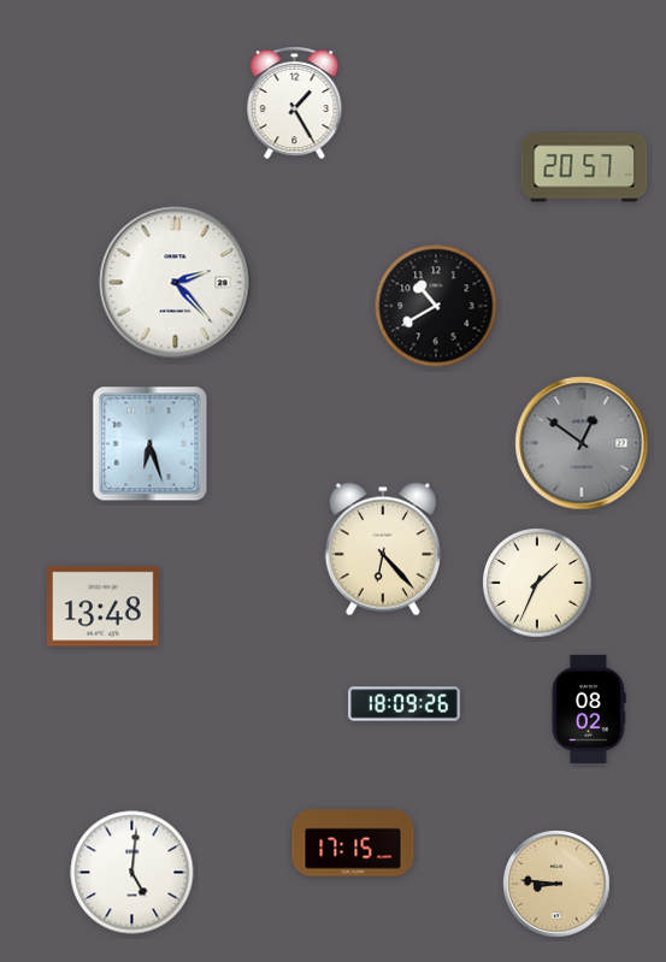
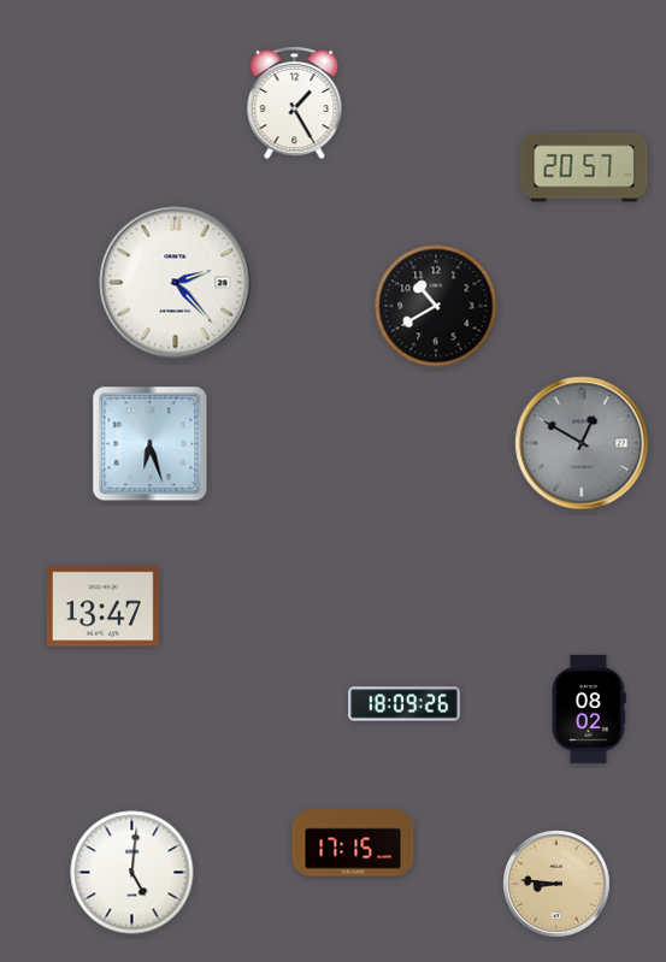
clock at (582, 443): 12:51 -> 12:50
clock at (383, 549): 6:23 -> none
clock at (537, 583): 1:34 -> none
clock at (102, 607): 13:48 -> 13:47
